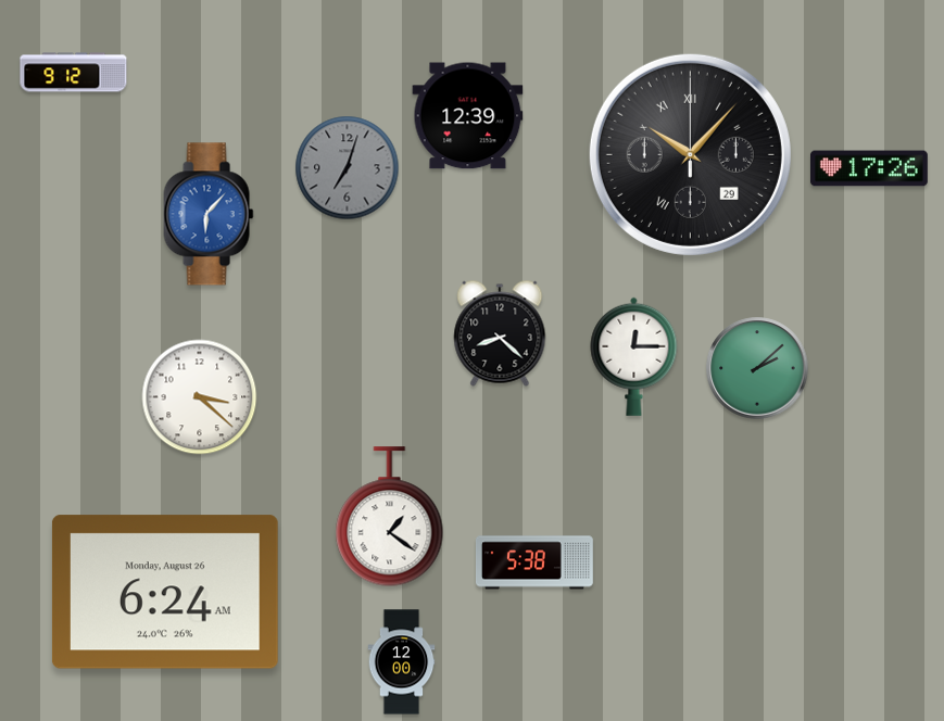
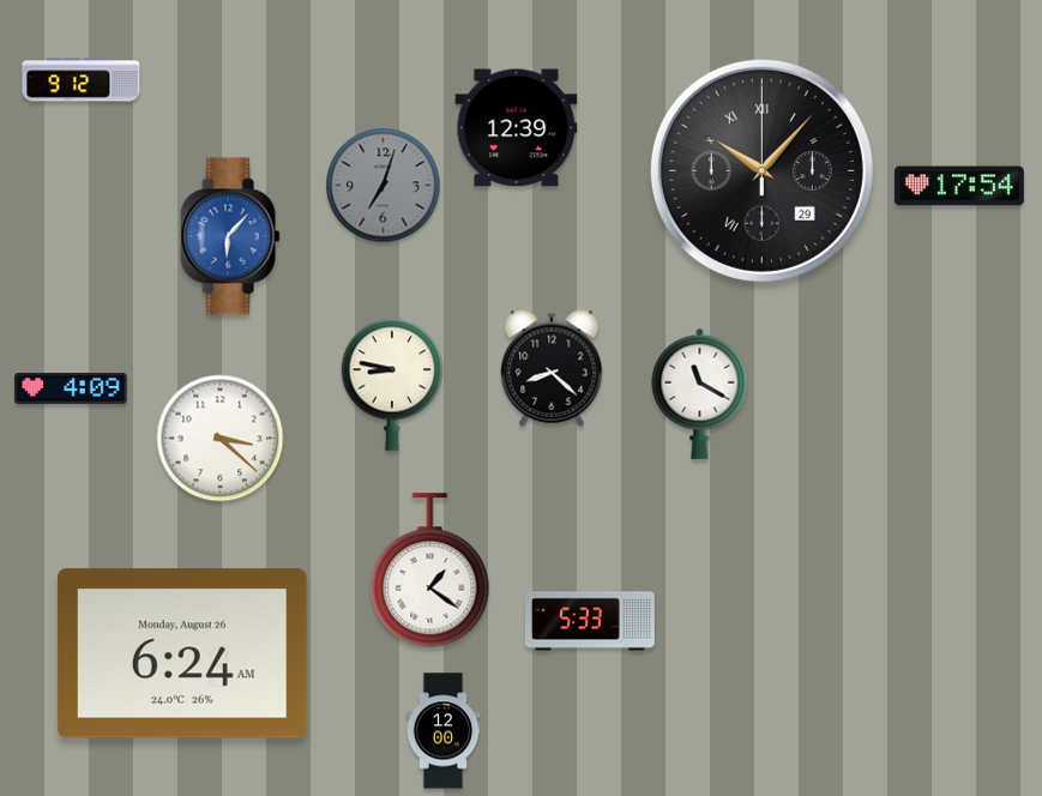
clock at (869, 168): 17:26 -> 17:54
clock at (392, 385): none -> 8:47
clock at (71, 388): none -> 4:09
clock at (634, 356): 12:15 -> 11:20
clock at (757, 368): 2:08 -> none
clock at (534, 562): 5:38 -> 5:33
